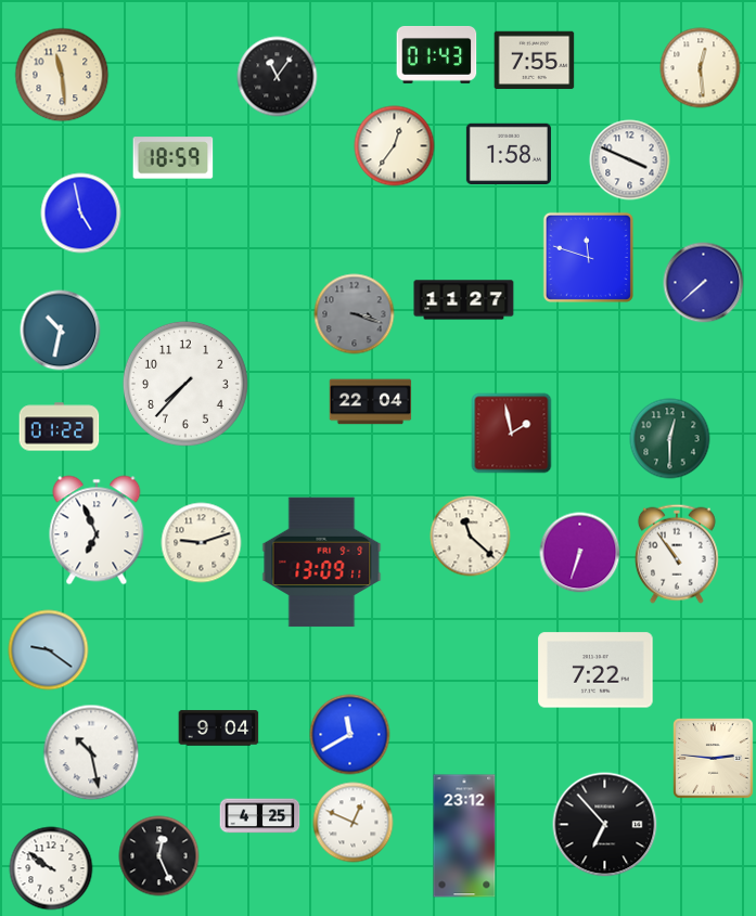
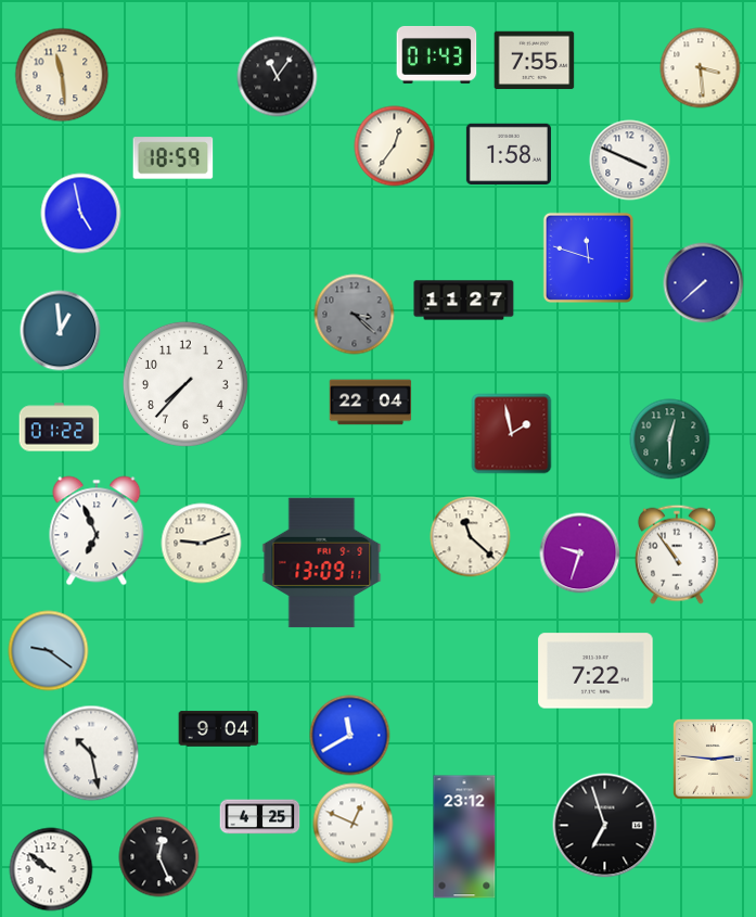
clock at (701, 68): 12:29 -> 3:29
clock at (355, 314): 3:18 -> 3:22
clock at (61, 331): 10:32 -> 12:59
clock at (580, 553): 6:33 -> 9:33
clock at (605, 825): 6:53 -> 6:57
